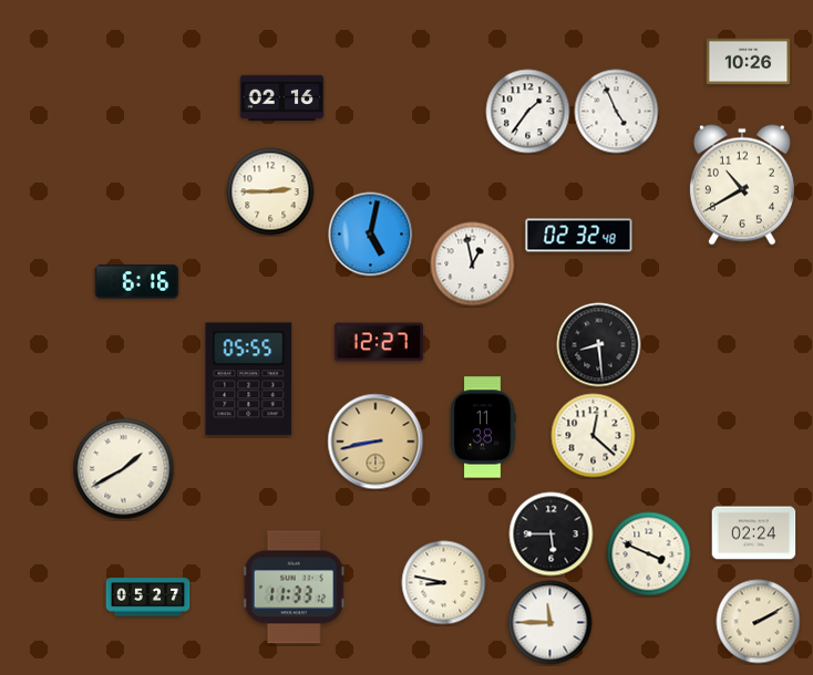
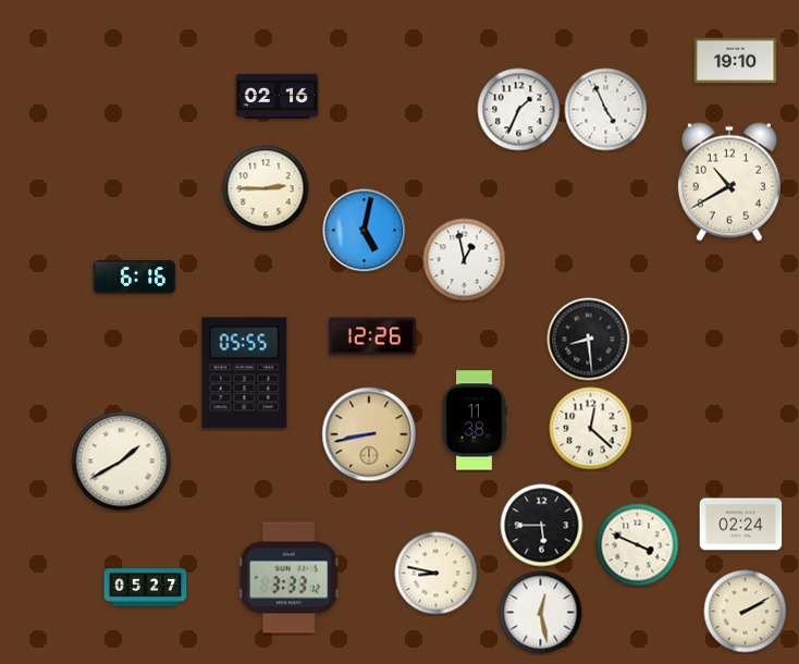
clock at (749, 62): 10:26 -> 19:10
clock at (528, 112): 1:36 -> 1:34
clock at (579, 236): 02:32 -> none
clock at (379, 342): 12:27 -> 12:26
clock at (594, 436) position: (594, 436) -> (591, 429)
clock at (294, 588): 11:33 -> 3:33
clock at (550, 623): 11:45 -> 12:28
